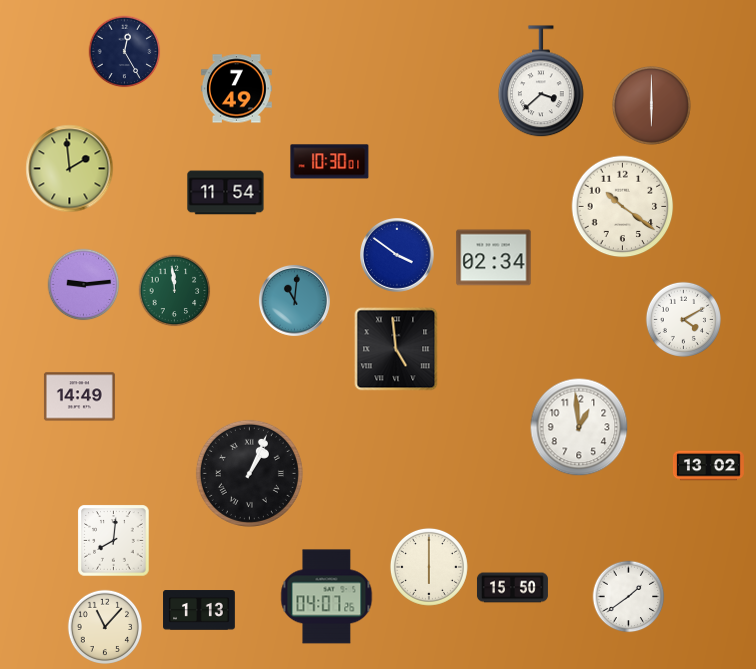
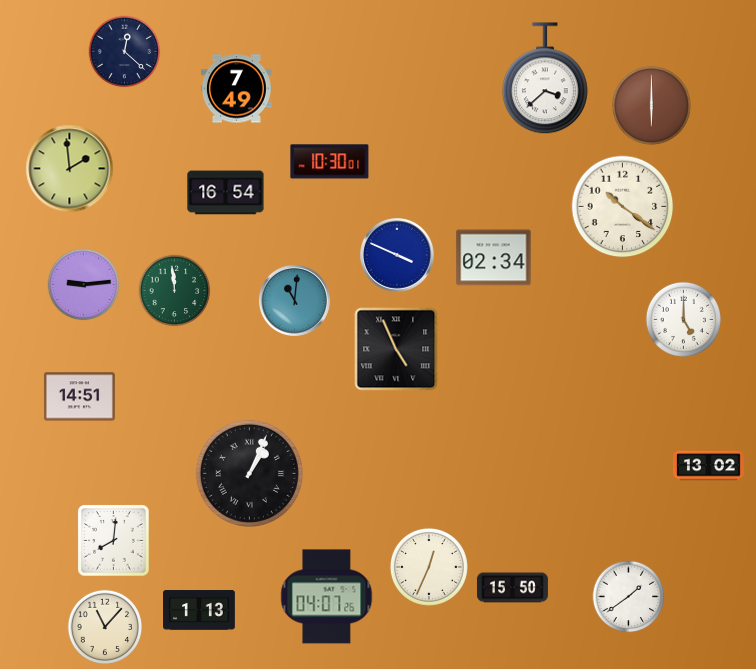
clock at (125, 52): 12:25 -> 12:22
clock at (542, 82) position: (542, 82) -> (546, 79)
clock at (226, 193): 11:54 -> 16:54
clock at (398, 256): 3:51 -> 3:49
clock at (683, 319): 4:10 -> 5:00
clock at (396, 349): 4:59 -> 4:56
clock at (79, 397): 14:49 -> 14:51
clock at (579, 427): 12:59 -> none
clock at (429, 567): 6:00 -> 12:34
